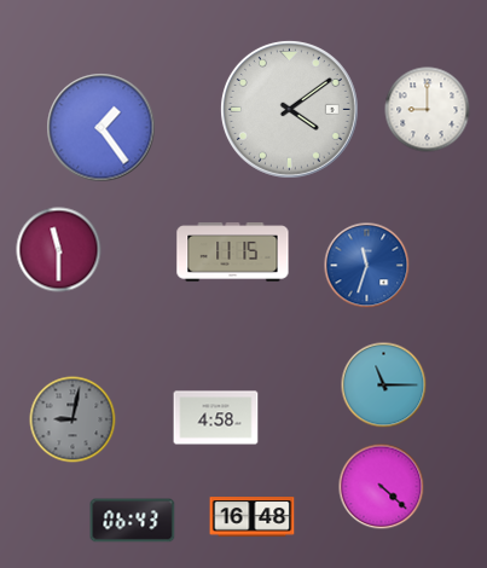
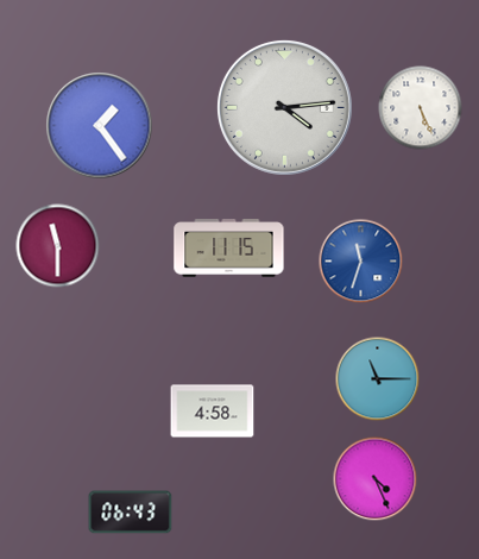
clock at (289, 109): 4:09 -> 4:14
clock at (428, 110): 9:00 -> 5:26
clock at (73, 419): 9:02 -> none
clock at (382, 487): 4:22 -> 4:26
clock at (253, 517): 16:48 -> none
